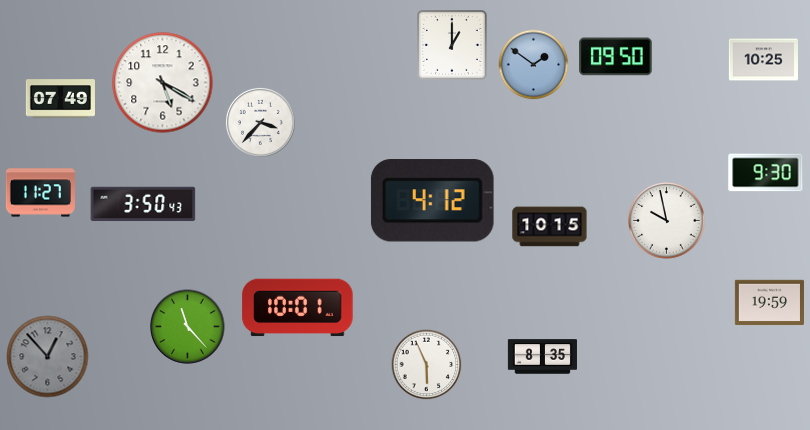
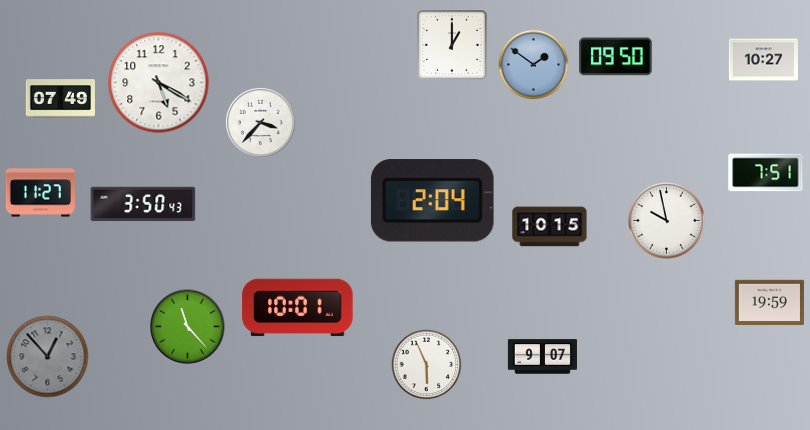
clock at (763, 60): 10:25 -> 10:27
clock at (163, 83) position: (163, 83) -> (159, 83)
clock at (766, 173): 9:30 -> 7:51
clock at (432, 201): 4:12 -> 2:04
clock at (542, 357): 8:35 -> 9:07
